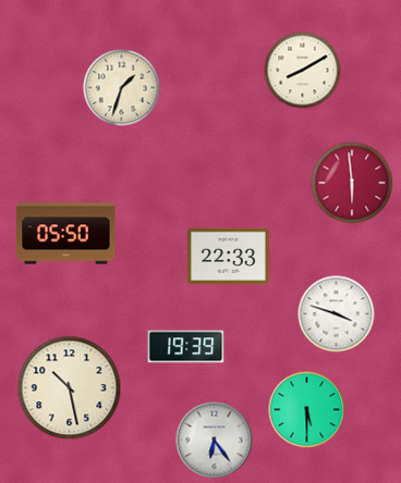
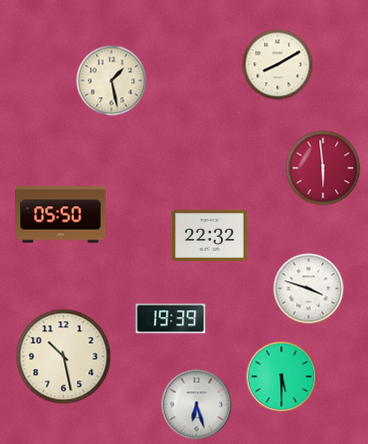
clock at (122, 88): 1:33 -> 1:28
clock at (228, 257): 22:33 -> 22:32
clock at (215, 441): 6:24 -> 6:27
